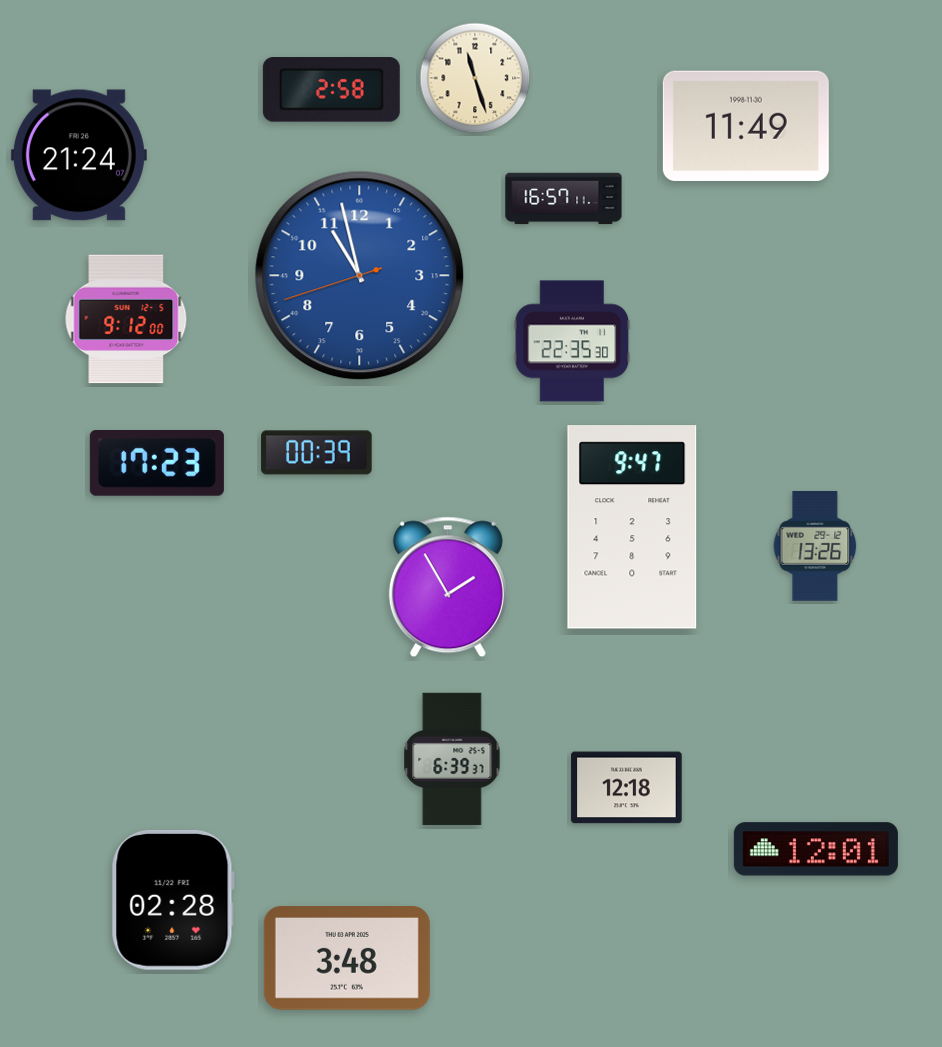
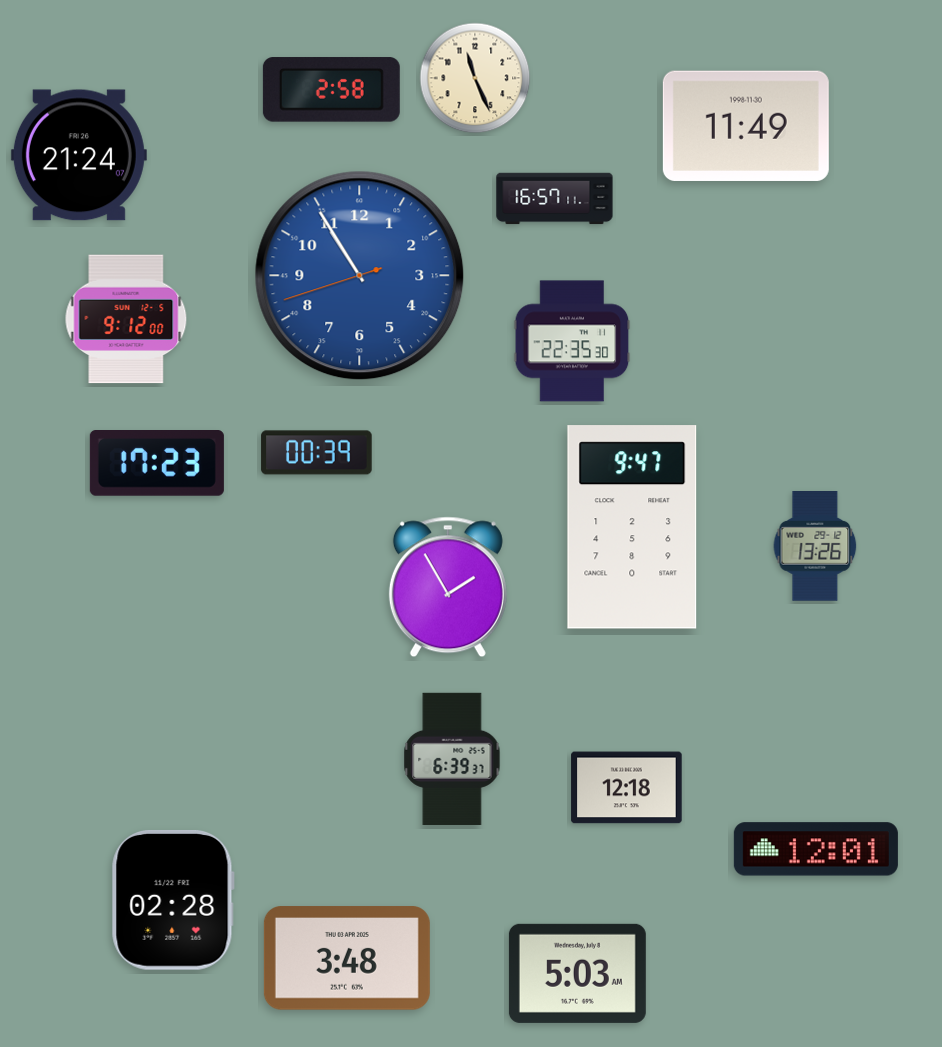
clock at (475, 78): 11:27 -> 11:26
clock at (564, 199) position: (564, 199) -> (555, 199)
clock at (360, 276): 10:57 -> 10:54
clock at (577, 973): none -> 5:03
